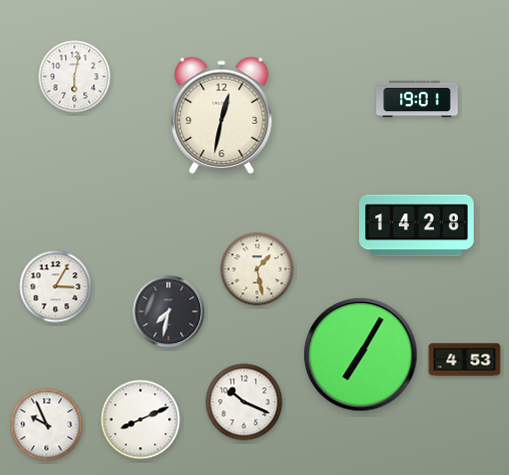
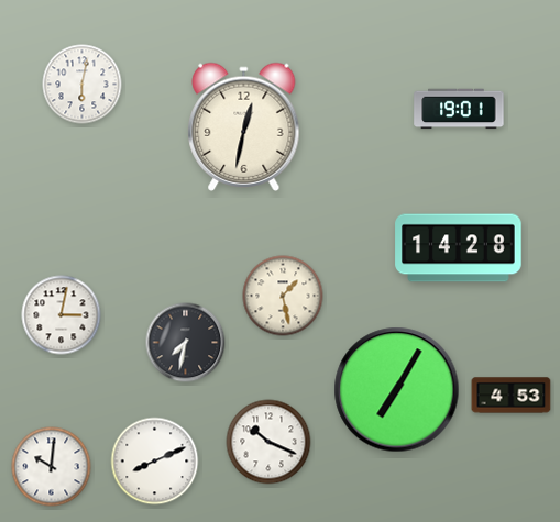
clock at (56, 287): 3:05 -> 3:02
clock at (47, 425): 9:56 -> 10:01
